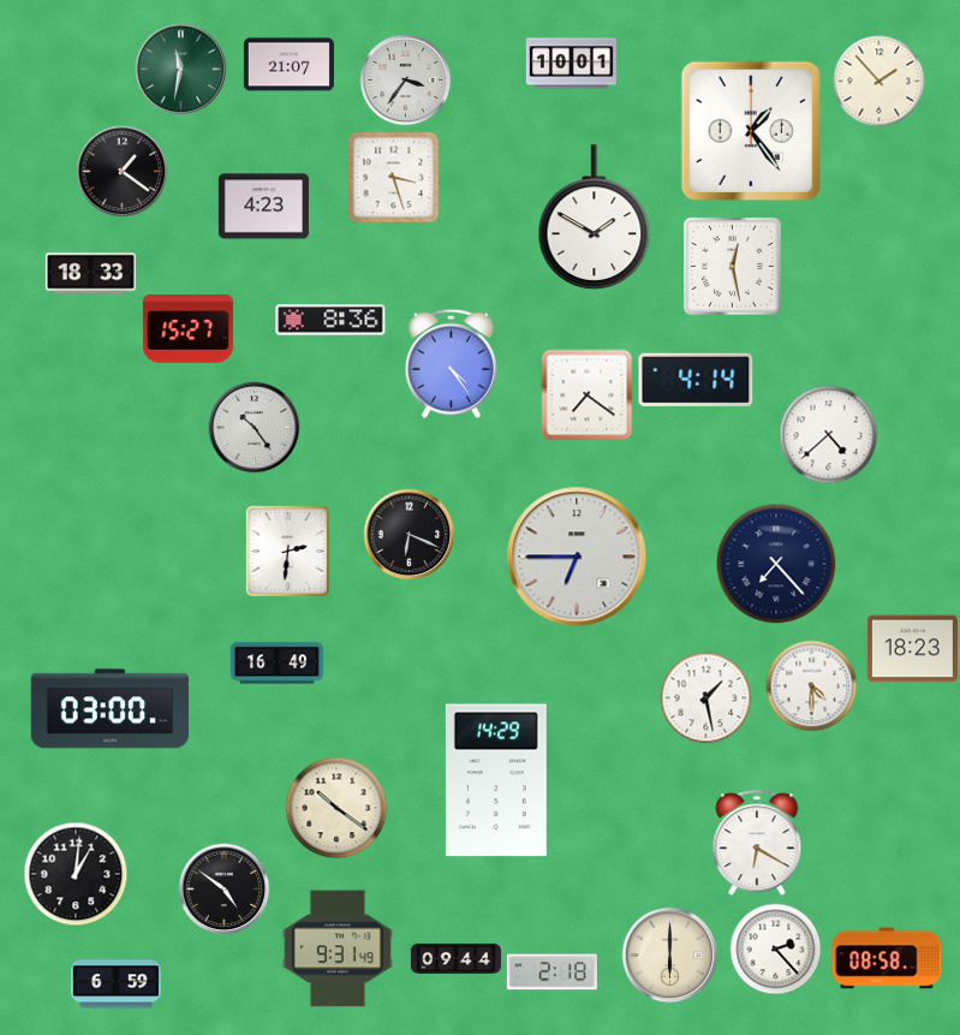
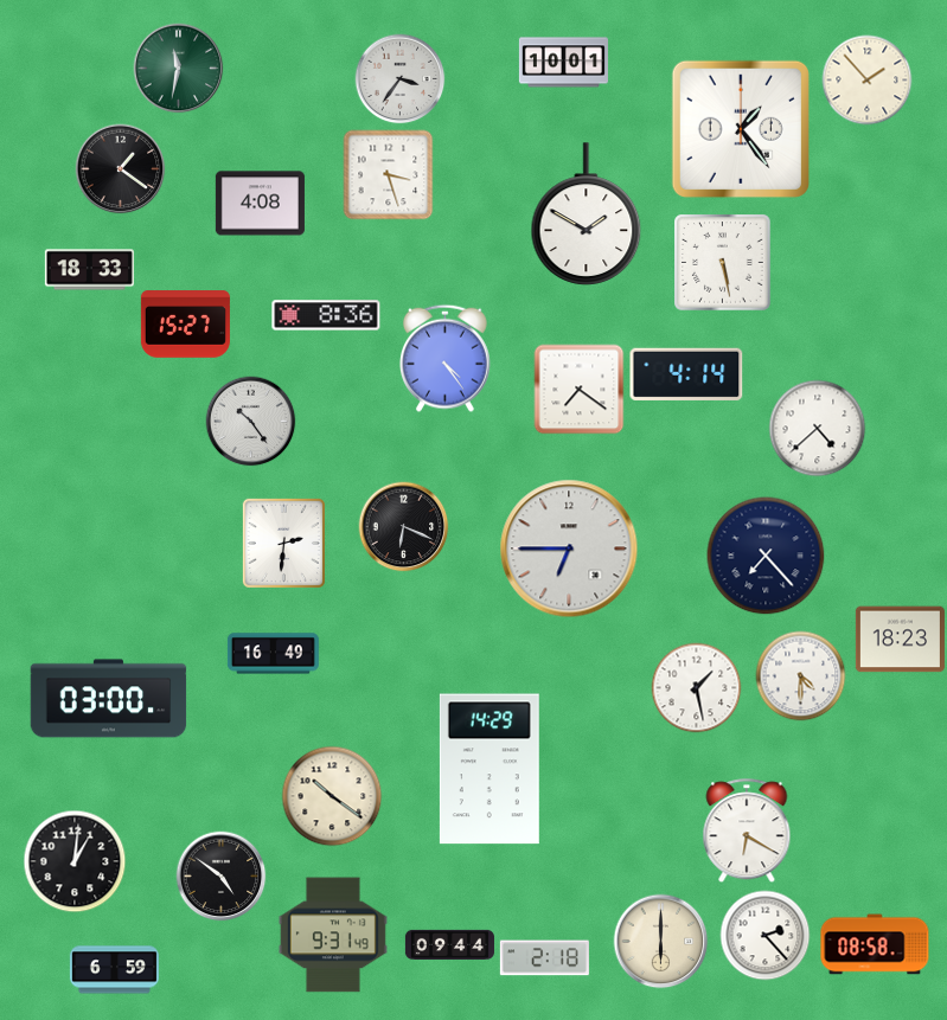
clock at (288, 65): 21:07 -> none
clock at (263, 207): 4:23 -> 4:08
clock at (733, 267): 12:28 -> 5:28
